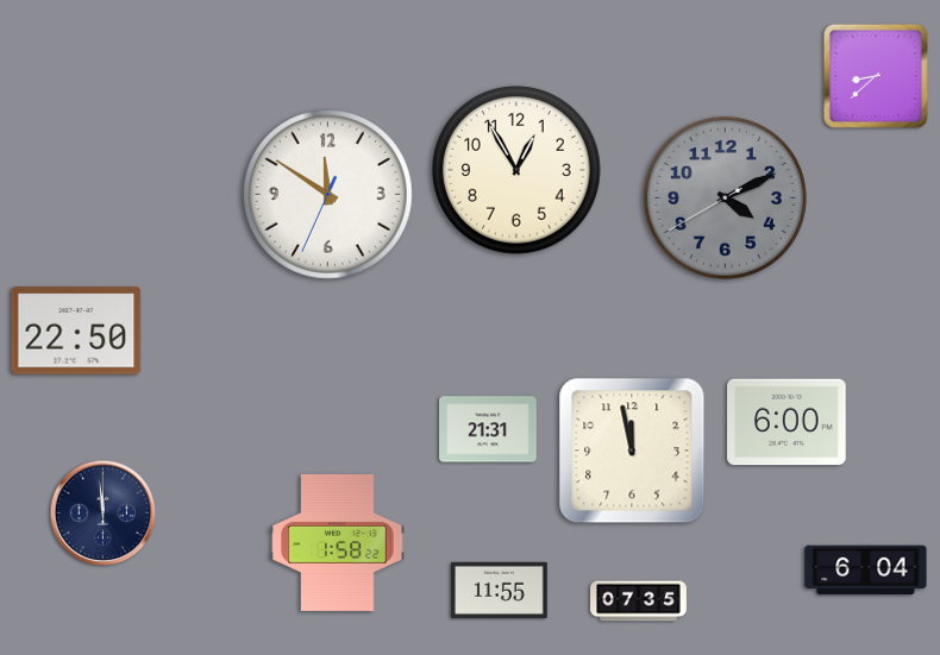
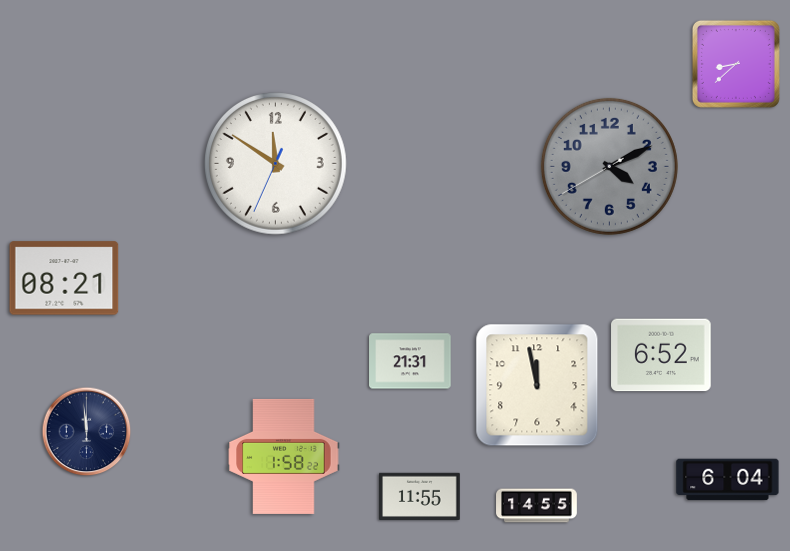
clock at (516, 170): 12:55 -> none
clock at (76, 330): 22:50 -> 08:21
clock at (787, 422): 6:00 -> 6:52
clock at (632, 451) position: (632, 451) -> (537, 385)
clock at (639, 602): 07:35 -> 14:55
